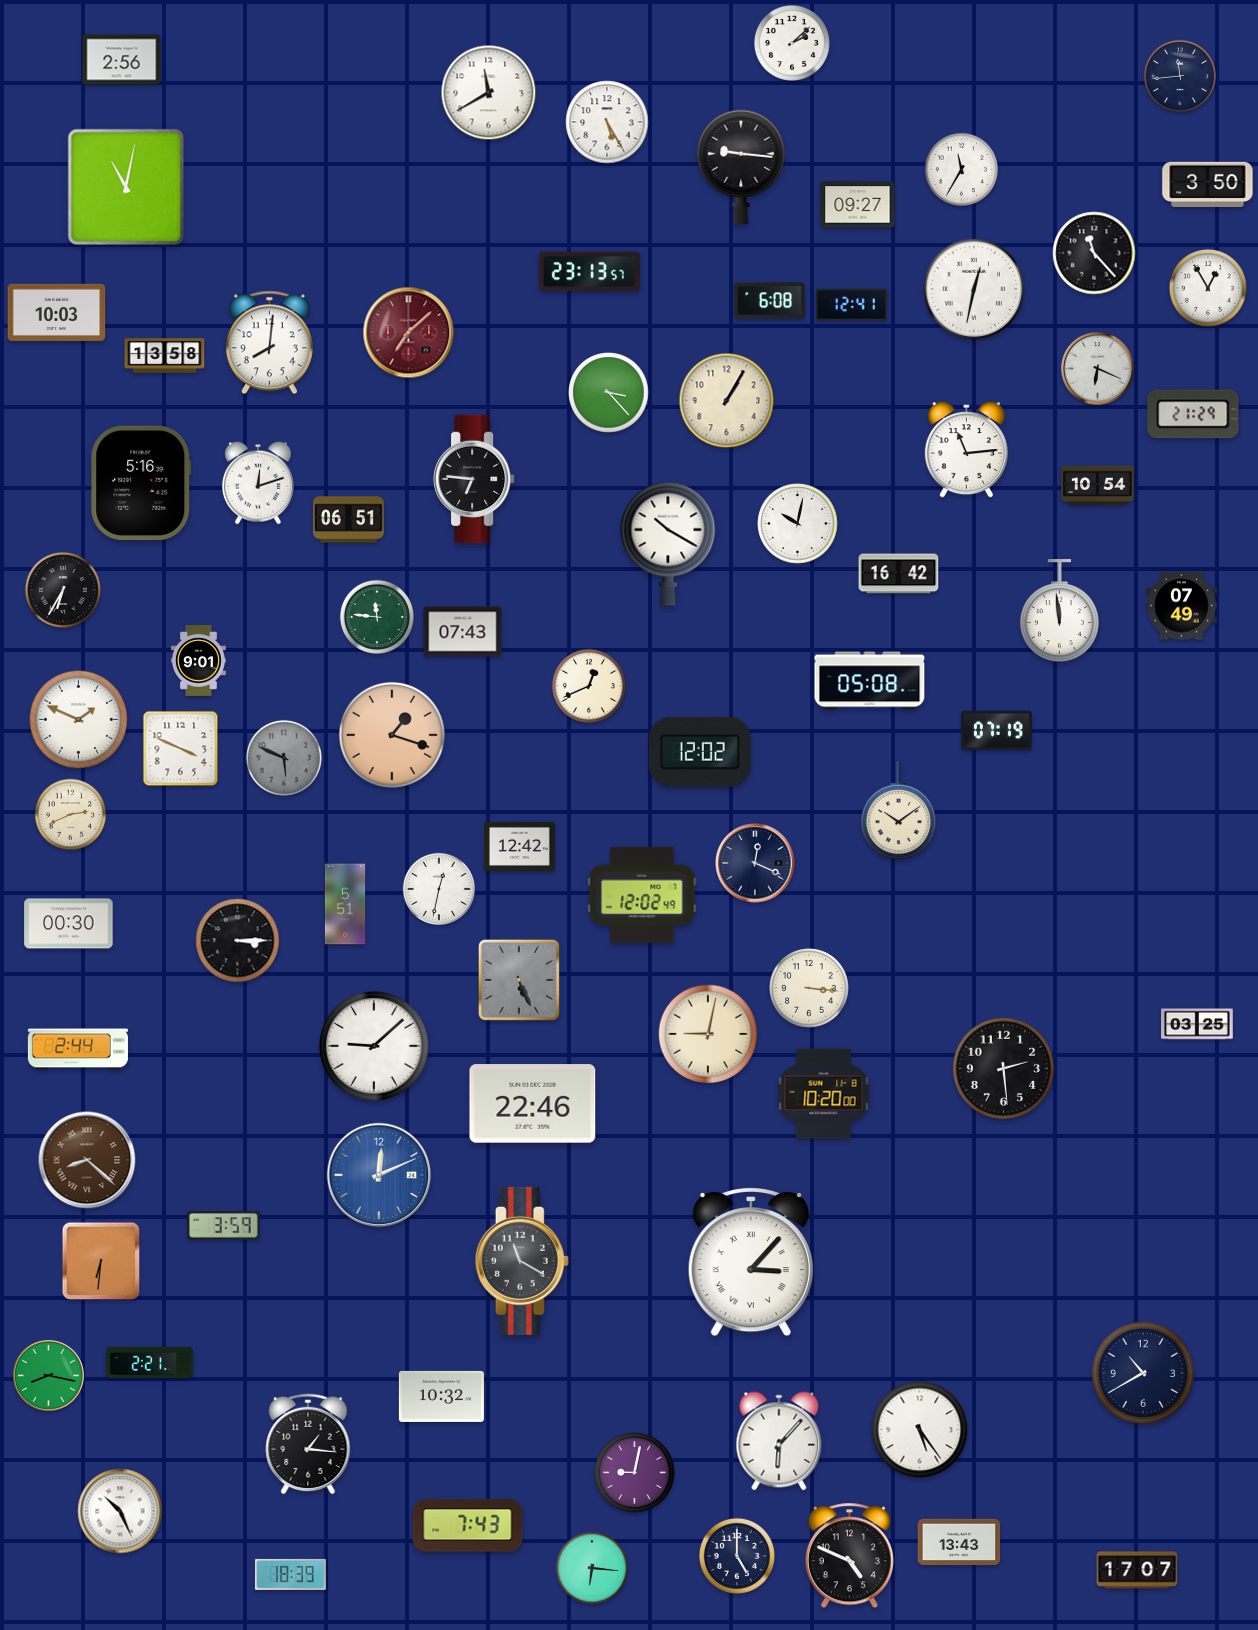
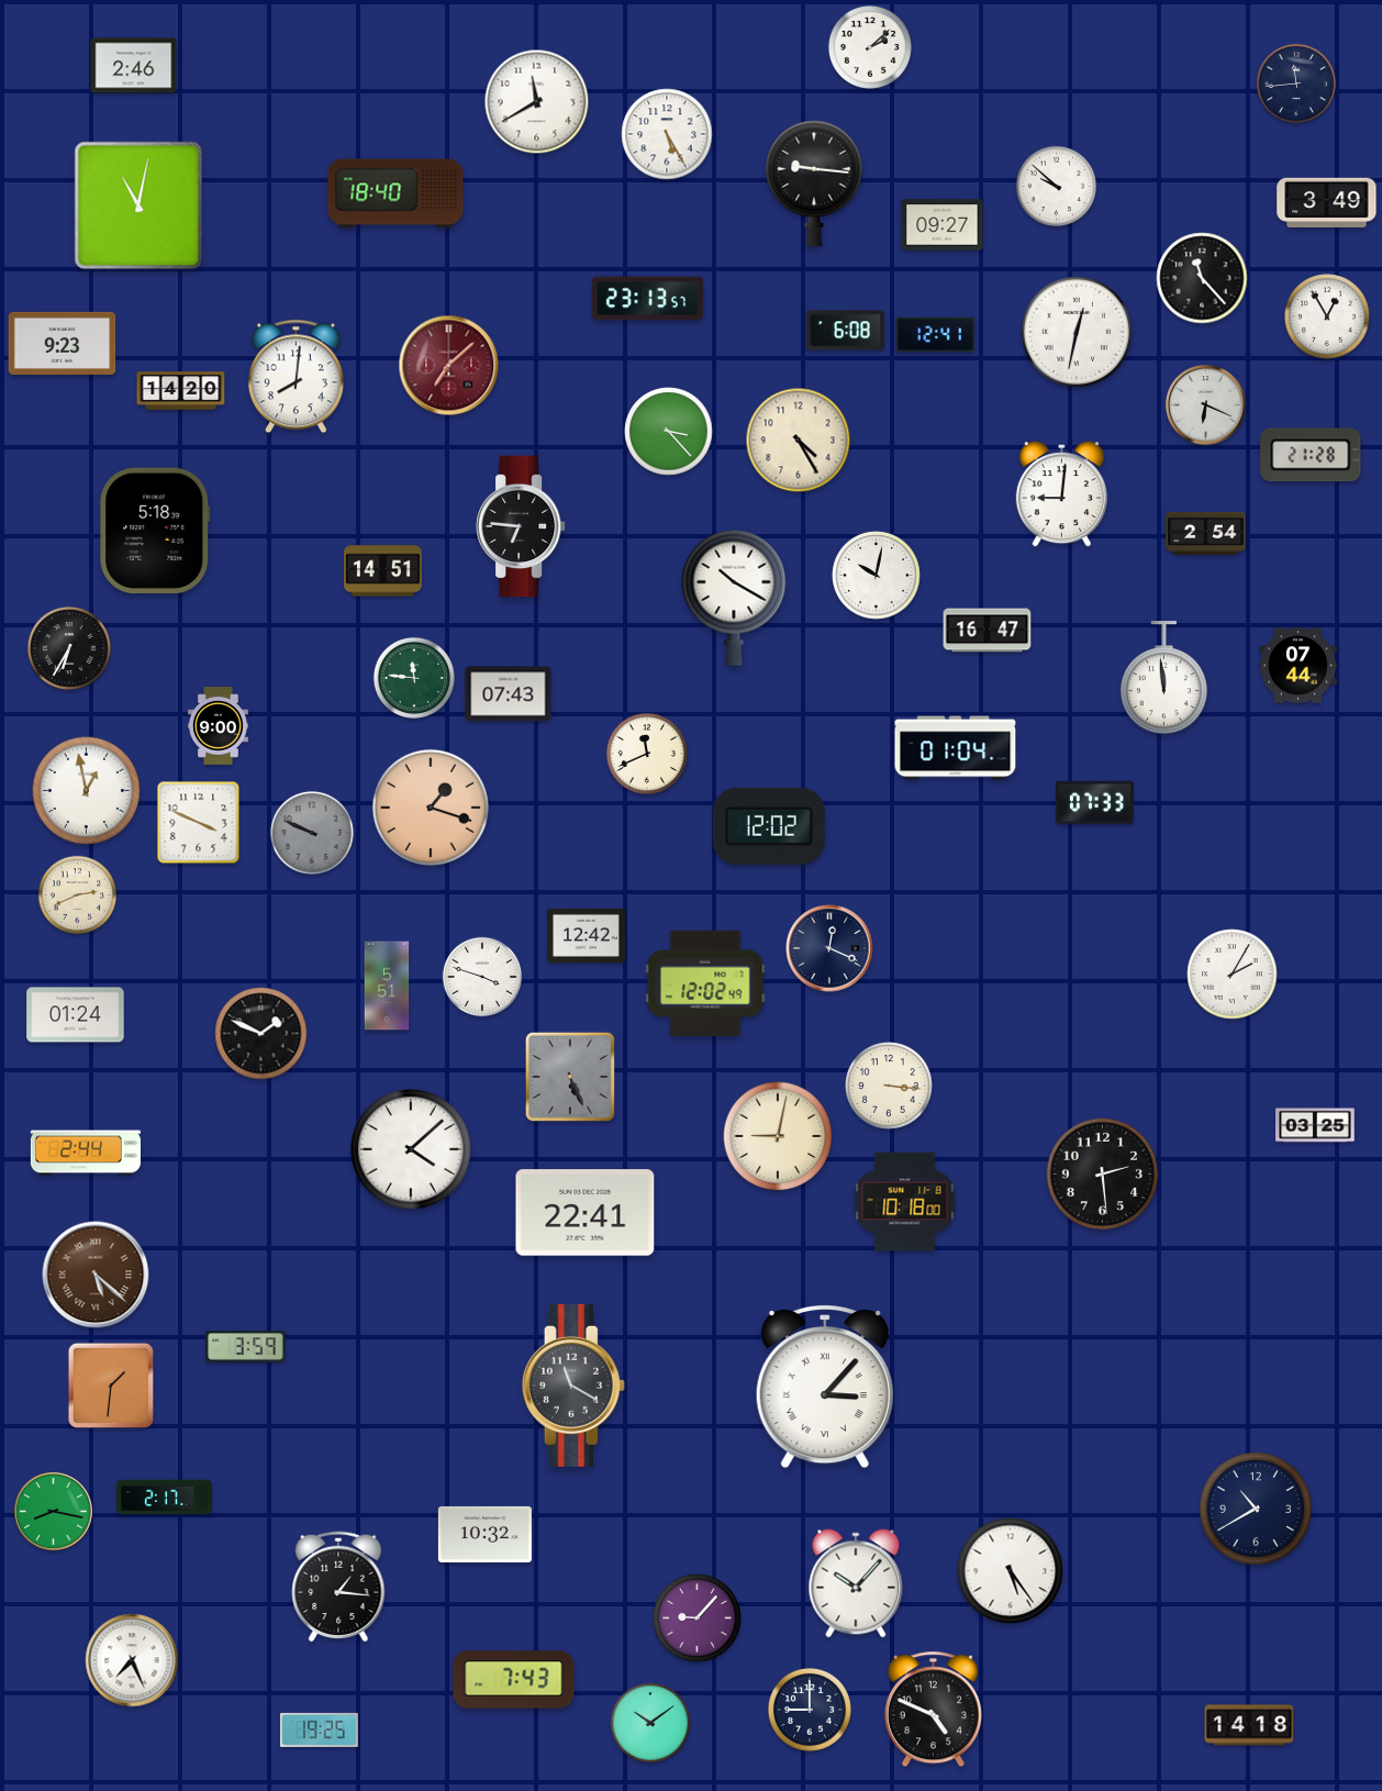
clock at (122, 60): 2:56 -> 2:46
clock at (961, 169): 11:35 -> 9:52
clock at (395, 193): none -> 18:40
clock at (1208, 184): 3:50 -> 3:49
clock at (974, 289) position: (974, 289) -> (1077, 332)
clock at (57, 312): 10:03 -> 9:23
clock at (165, 356): 13:58 -> 14:20
clock at (727, 401): 1:05 -> 4:25
clock at (1193, 414): 21:29 -> 21:28
clock at (966, 451): 11:14 -> 9:01
clock at (141, 482): 5:16 -> 5:18
clock at (258, 483): 12:12 -> none
clock at (1098, 485): 10:54 -> 2:54
clock at (348, 520): 06:51 -> 14:51
clock at (899, 574): 16:42 -> 16:47
clock at (1182, 606): 07:49 -> 07:44
clock at (1059, 611) position: (1059, 611) -> (1163, 678)
clock at (198, 661): 9:01 -> 9:00
clock at (870, 681): 05:08 -> 01:04
clock at (589, 686): 12:41 -> 11:41
clock at (79, 720): 1:49 -> 12:58
clock at (996, 731): 07:19 -> 07:33
clock at (284, 758): 5:49 -> 9:49
clock at (899, 811): 10:09 -> none
clock at (520, 846) position: (520, 846) -> (587, 935)
clock at (1233, 975): none -> 2:05
clock at (439, 889): 12:32 -> 3:48
clock at (345, 904) position: (345, 904) -> (387, 986)
clock at (69, 924): 00:30 -> 01:24
clock at (238, 941): 3:15 -> 1:49
clock at (374, 1046): 9:08 -> 4:08
clock at (824, 1094): 10:20 -> 10:18
clock at (533, 1104): 22:46 -> 22:41
clock at (87, 1160): 8:22 -> 5:22
clock at (379, 1175): 12:11 -> none
clock at (101, 1261): 6:31 -> 1:31
clock at (150, 1363): 2:21 -> 2:17
clock at (779, 1441): 6:07 -> 10:07
clock at (635, 1473): 9:02 -> 9:07
clock at (120, 1511): 10:26 -> 7:26
clock at (468, 1526) position: (468, 1526) -> (514, 1680)
clock at (959, 1542): 13:43 -> none
clock at (737, 1556): 5:00 -> 9:00
clock at (592, 1568): 6:16 -> 10:09
clock at (1137, 1570): 17:07 -> 14:18
clock at (290, 1574): 18:39 -> 19:25
